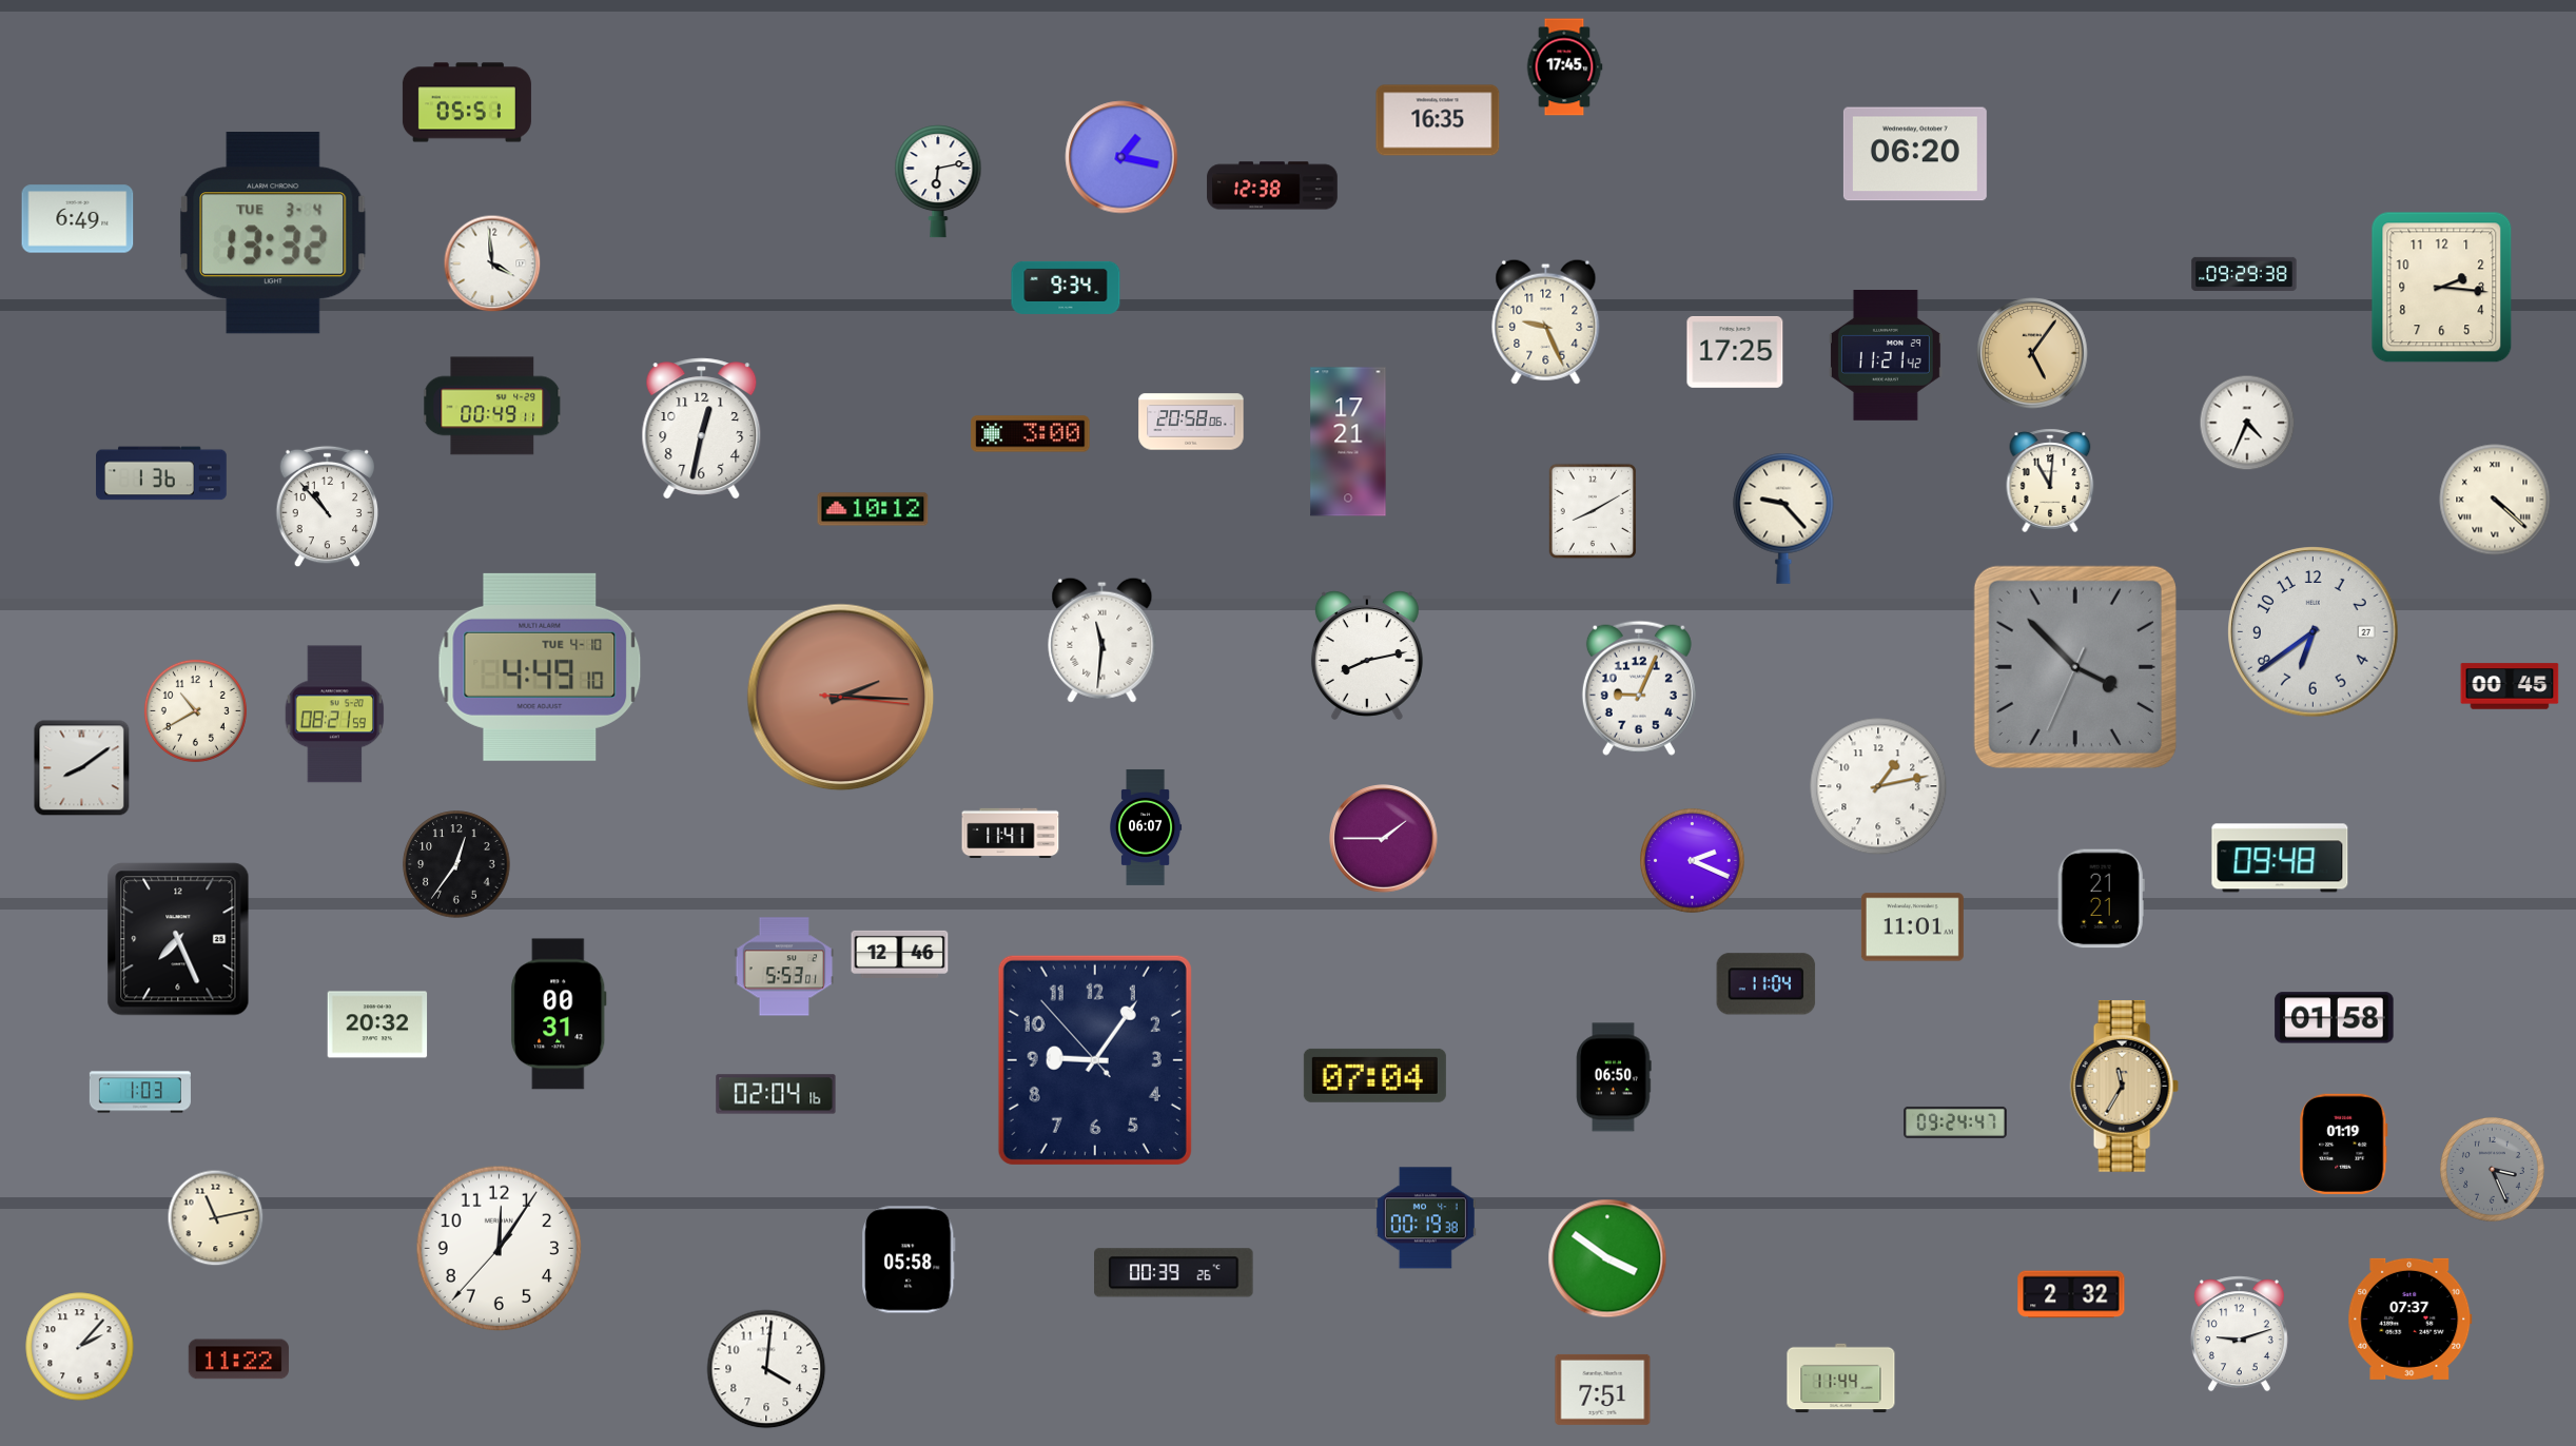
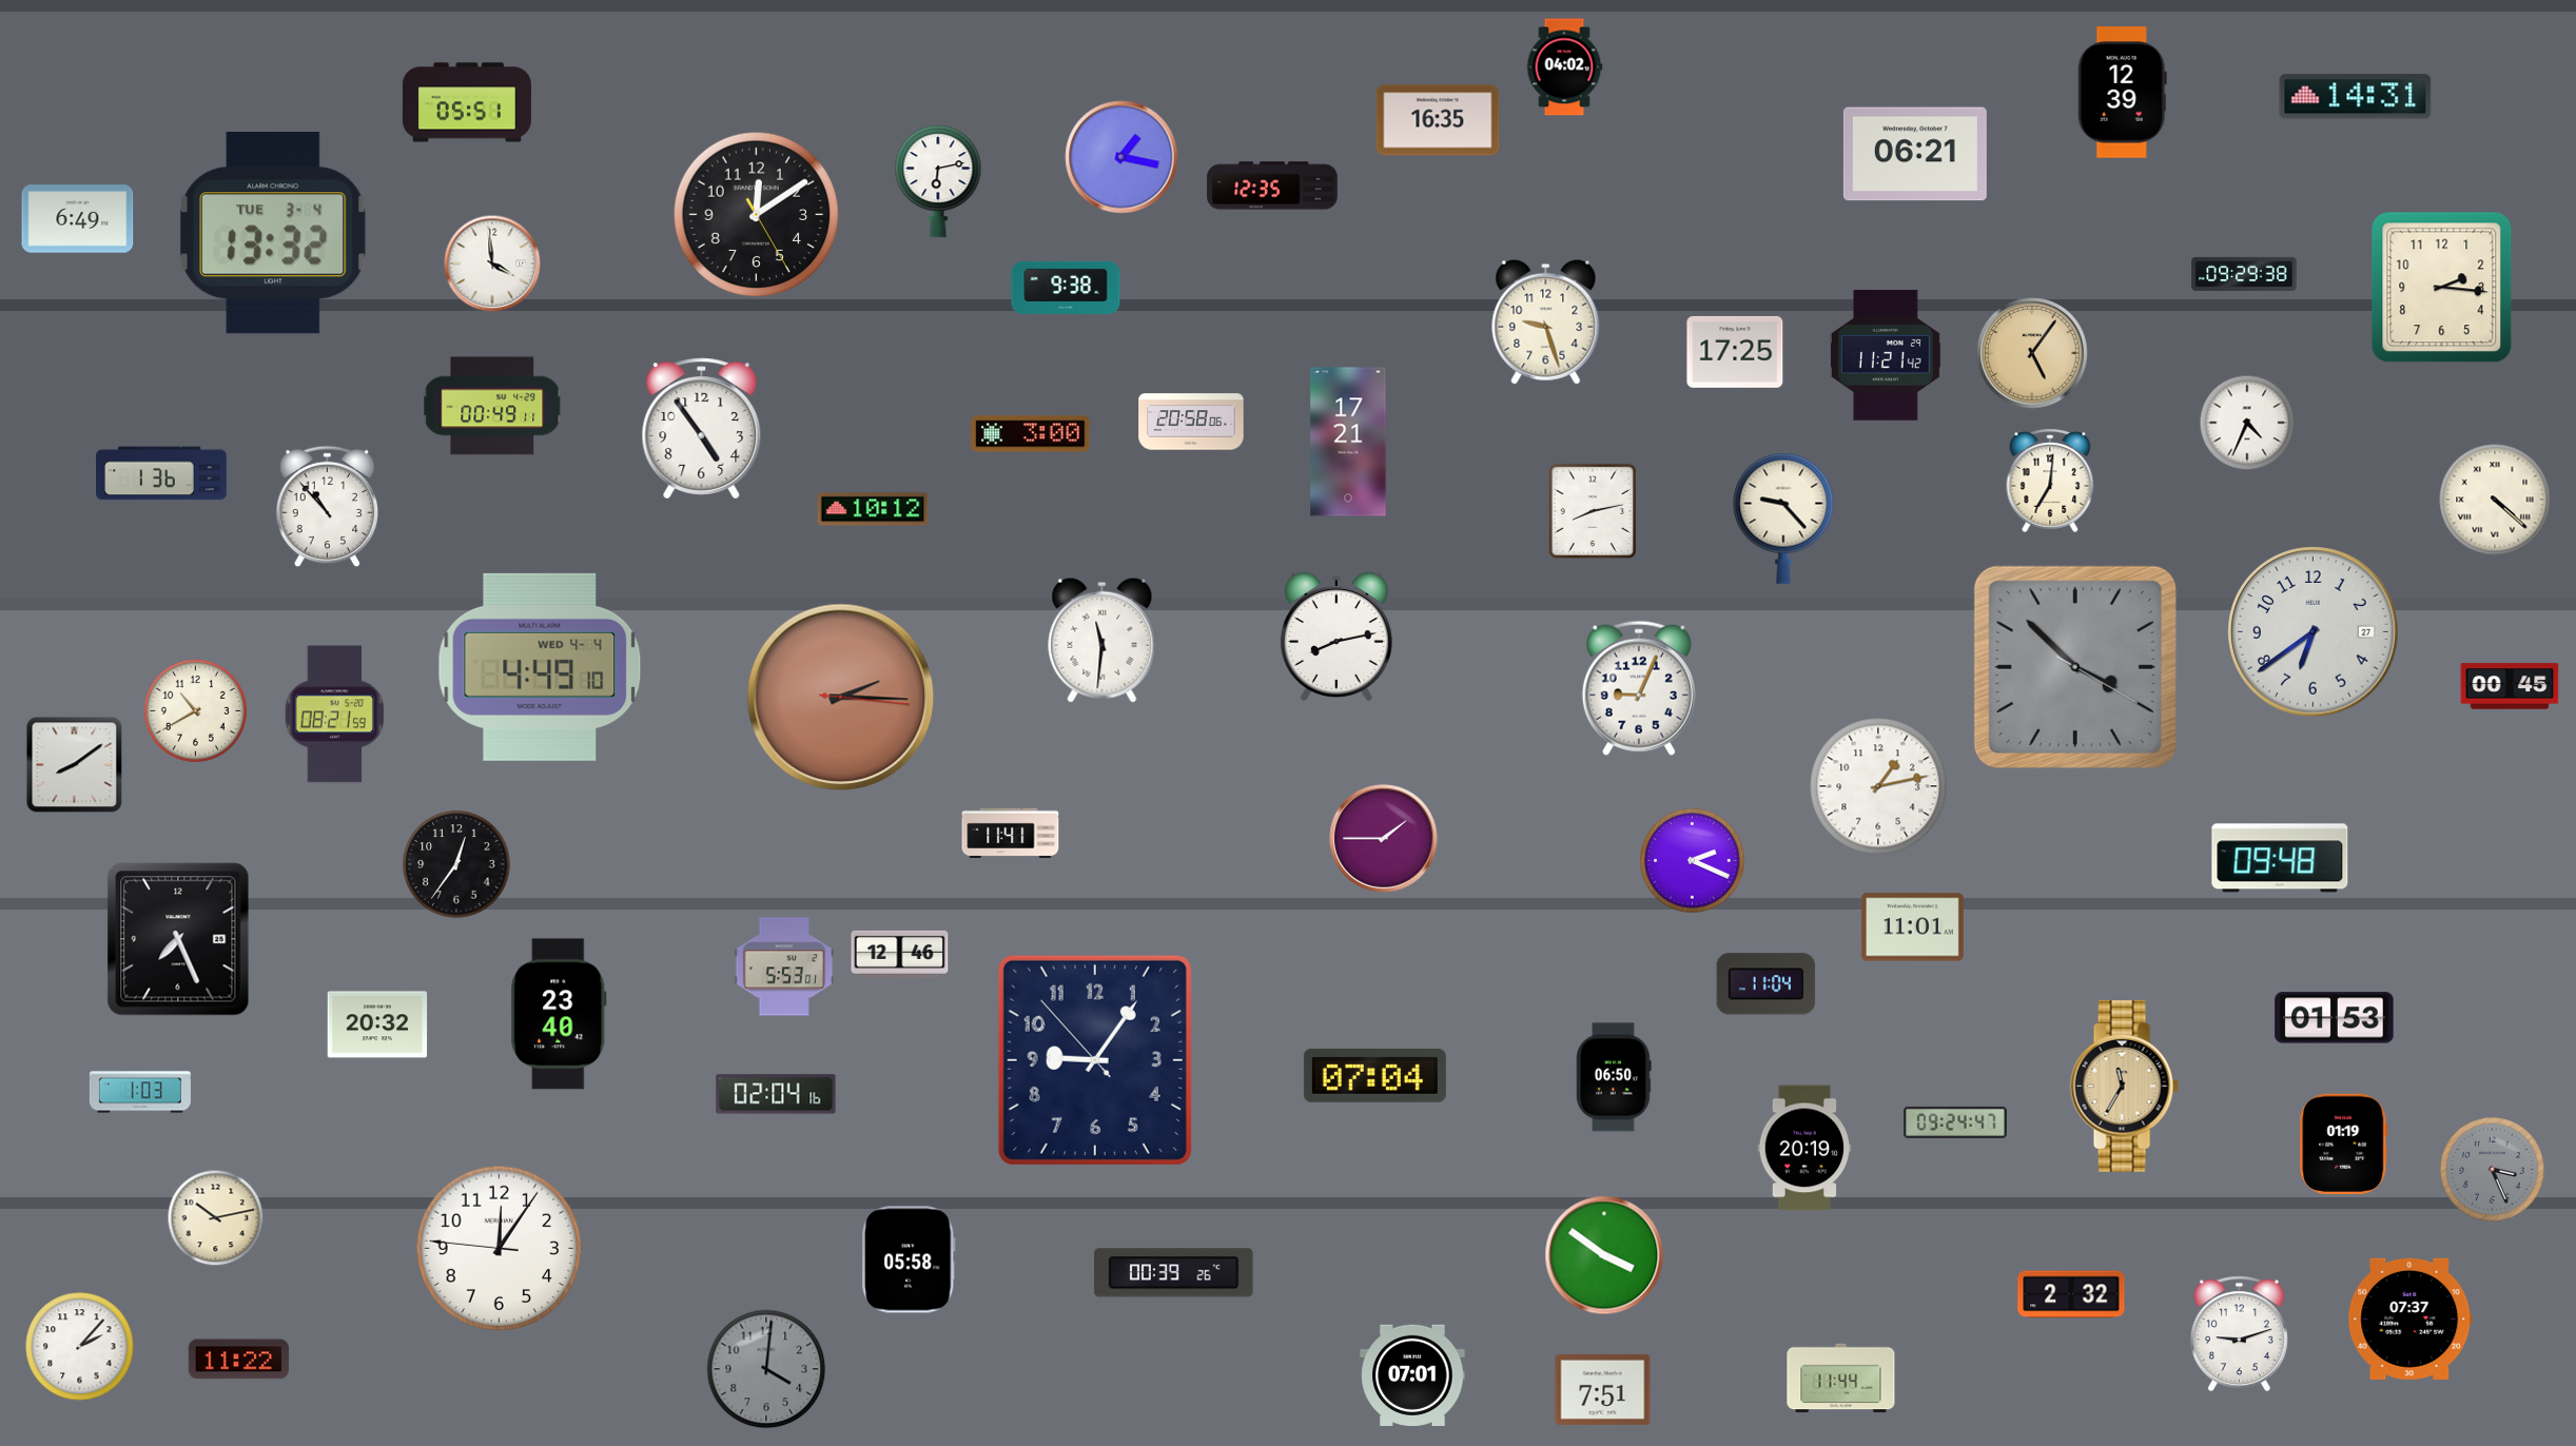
clock at (1564, 67): 17:45 -> 04:02
clock at (2122, 93): none -> 12:39
clock at (2356, 97): none -> 14:31
clock at (1915, 154): 06:20 -> 06:21
clock at (1272, 185): 12:38 -> 12:35
clock at (757, 215): none -> 12:09
clock at (1066, 288): 9:34 -> 9:38
clock at (1546, 321): 9:26 -> 9:27
clock at (702, 429): 12:32 -> 4:54
clock at (2050, 481): 11:01 -> 7:01
clock at (1593, 510): 8:10 -> 8:13
clock at (1367, 656) position: (1367, 656) -> (1336, 637)
clock at (540, 667) date: TUE 4-10 -> WED 4-4
clock at (2075, 667): 3:52:34 -> 3:52:20
clock at (82, 768) position: (82, 768) -> (75, 765)
clock at (1147, 827): 06:07 -> none
clock at (2101, 899): 21:21 -> none
clock at (559, 1014): 00:31 -> 23:40
clock at (2335, 1018): 01:58 -> 01:53
clock at (1804, 1148): none -> 20:19
clock at (216, 1218): 11:13 -> 10:13
clock at (1425, 1218): 00:19 -> none
clock at (500, 1249): 12:05:37 -> 12:05:46
clock at (1607, 1258) position: (1607, 1258) -> (1604, 1255)
clock at (766, 1369) dial: white -> grey
clock at (1412, 1375): none -> 07:01
